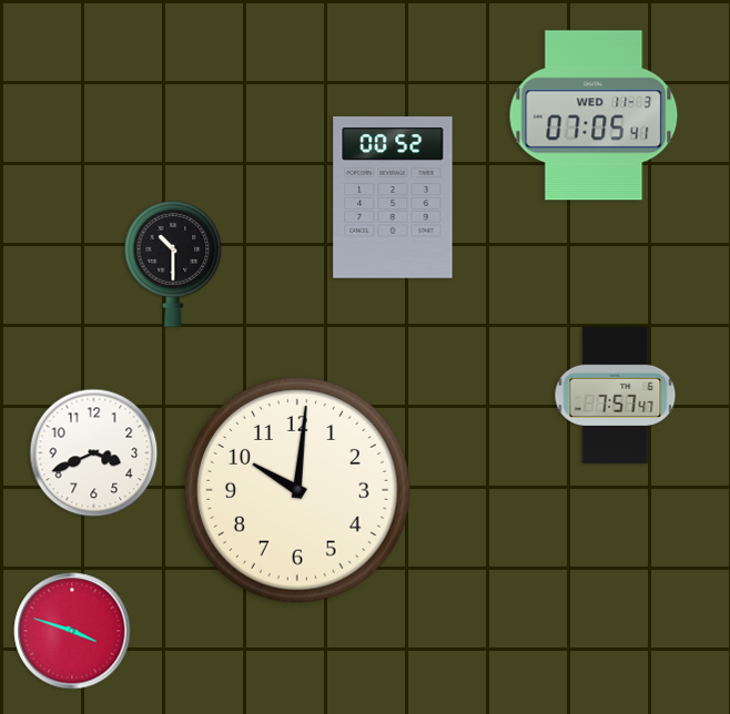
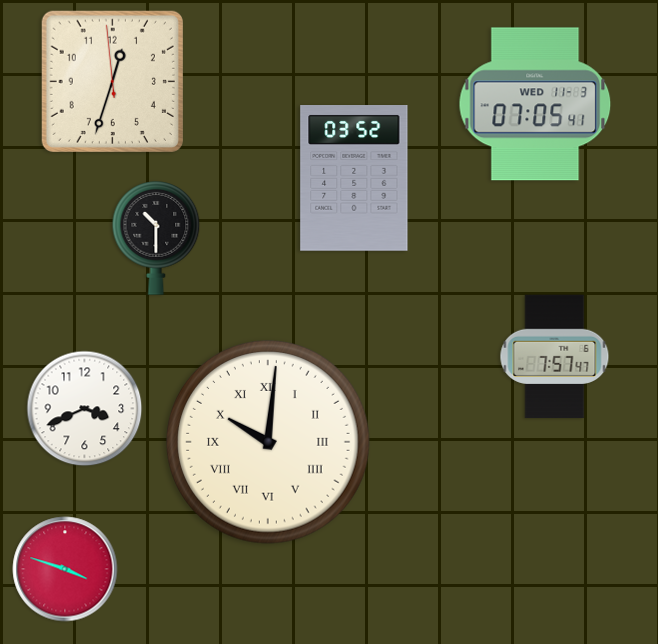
clock at (112, 81): none -> 12:32
clock at (393, 198): 00:52 -> 03:52
clock at (298, 491) numerals: Arabic -> Roman
